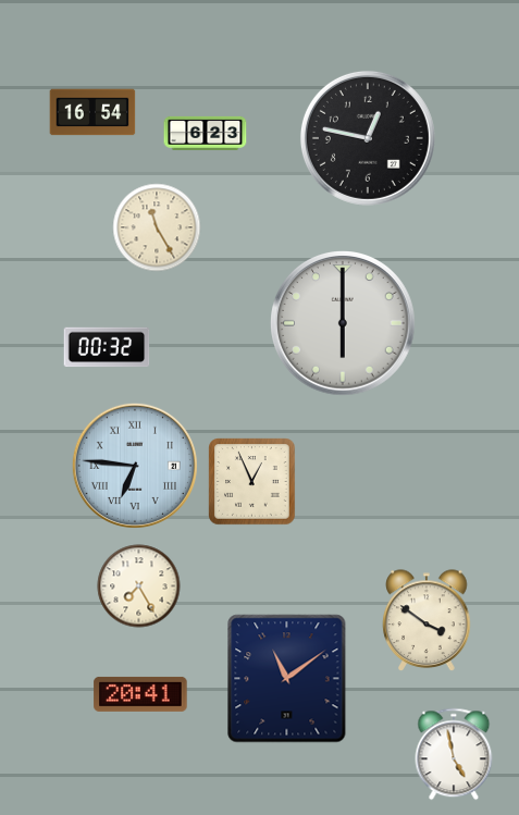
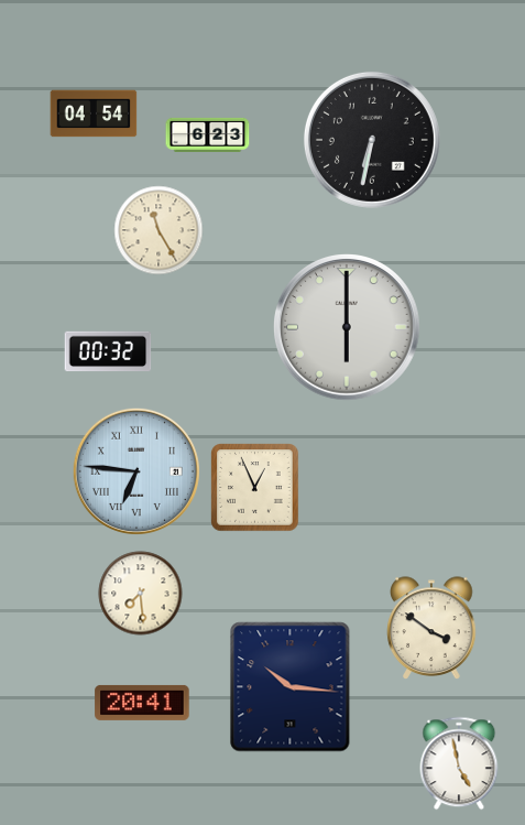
clock at (92, 112): 16:54 -> 04:54
clock at (368, 138): 12:47 -> 6:32
clock at (139, 586): 7:25 -> 7:29
clock at (287, 679): 11:09 -> 10:16
